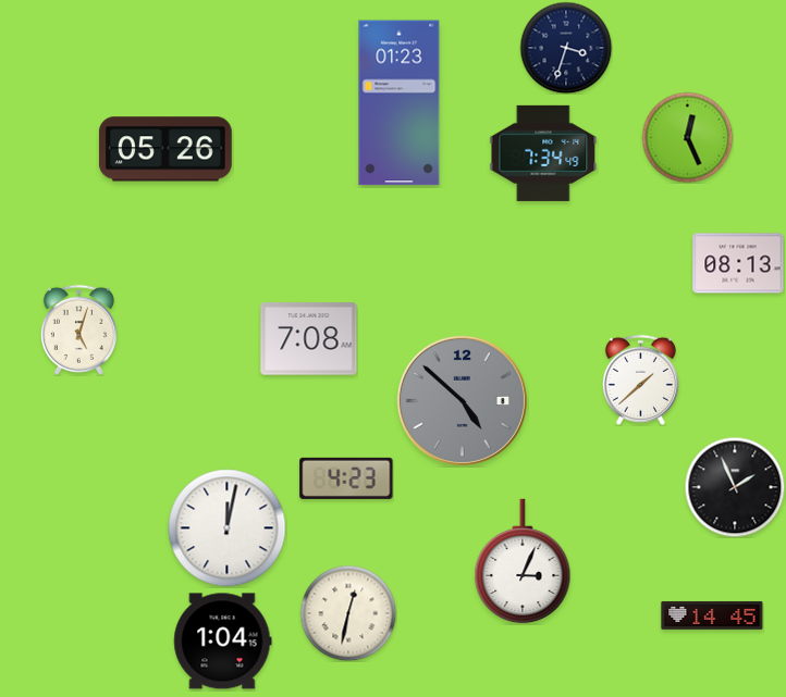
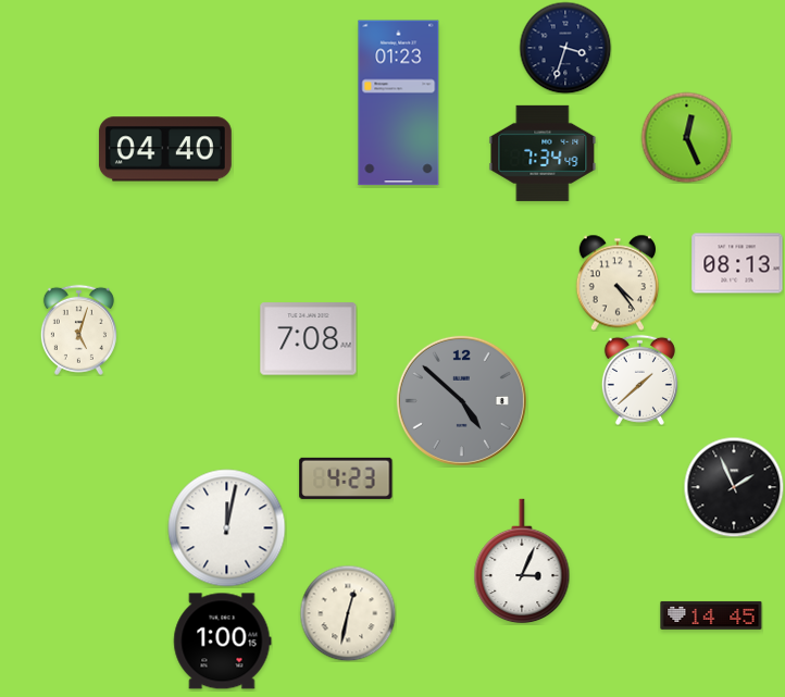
clock at (165, 149): 05:26 -> 04:40
clock at (616, 283): none -> 4:24
clock at (223, 642): 1:04 -> 1:00
